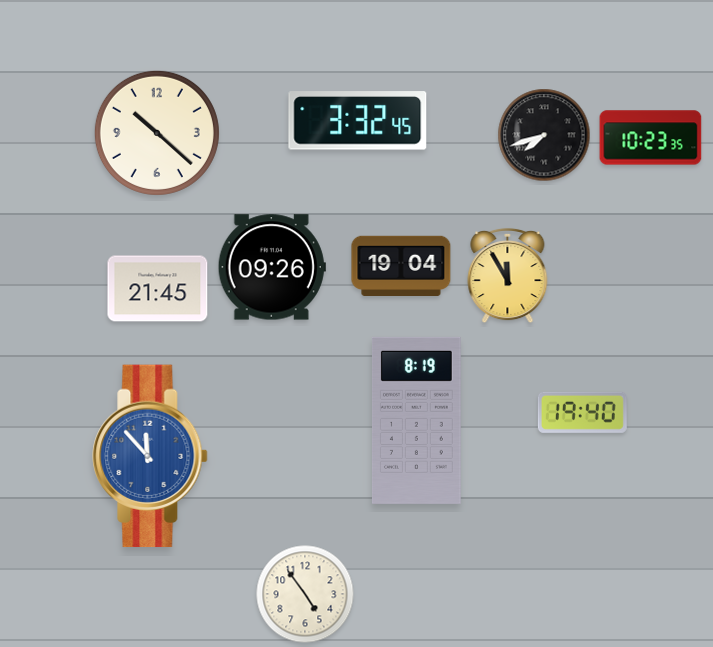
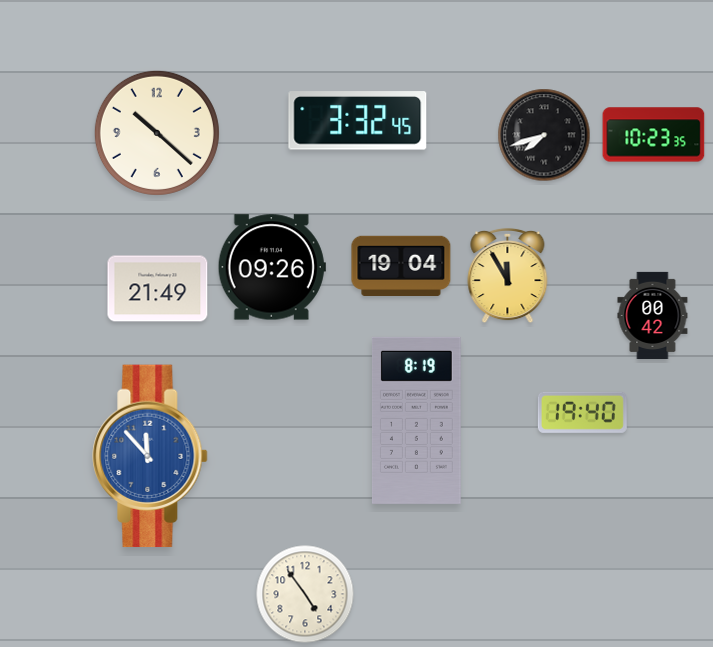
clock at (651, 138) position: (651, 138) -> (654, 135)
clock at (158, 289): 21:45 -> 21:49
clock at (653, 315): none -> 00:42
